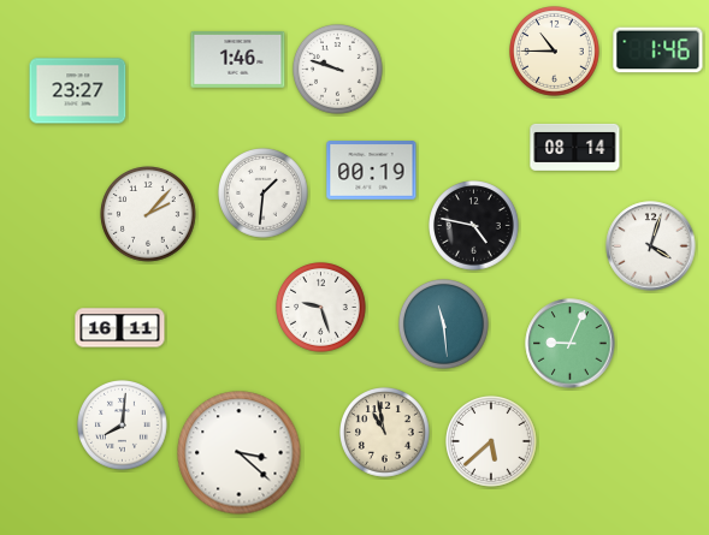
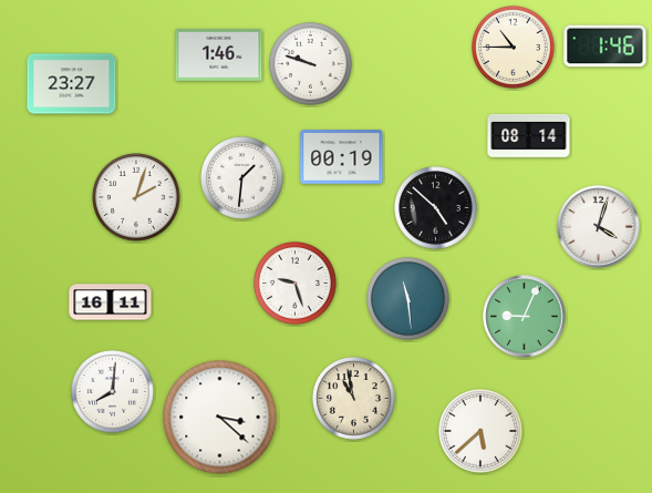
clock at (555, 52) position: (555, 52) -> (514, 48)
clock at (148, 214): 2:07 -> 2:03
clock at (474, 226): 4:47 -> 4:52
clock at (492, 442) position: (492, 442) -> (482, 432)
